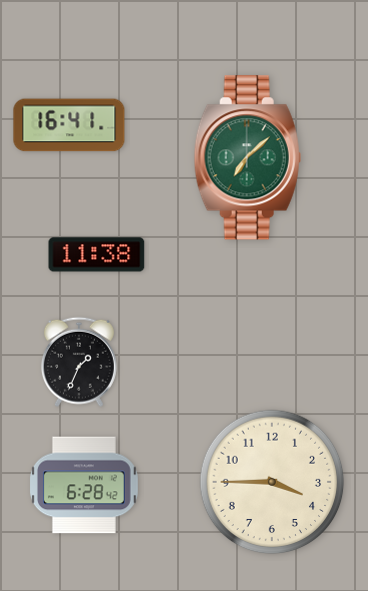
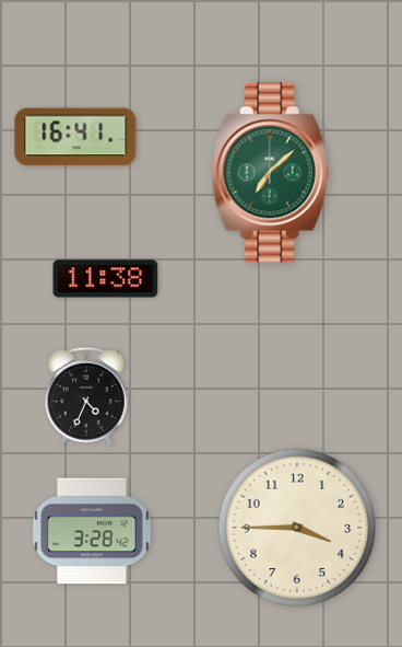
clock at (79, 362): 1:34 -> 4:34
clock at (84, 485): 6:28 -> 3:28
